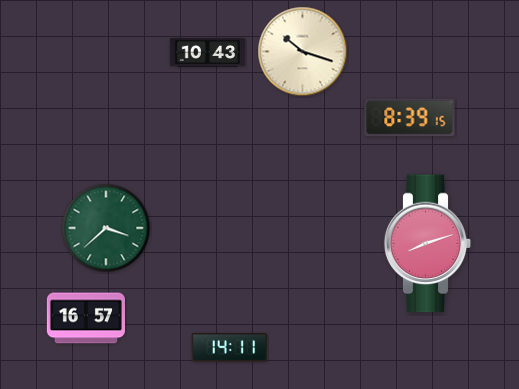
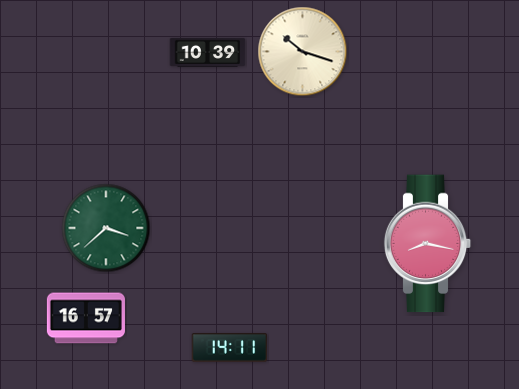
clock at (208, 52): 10:43 -> 10:39
clock at (410, 118): 8:39 -> none
clock at (428, 244): 8:12 -> 8:17
